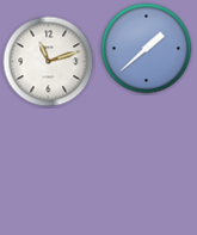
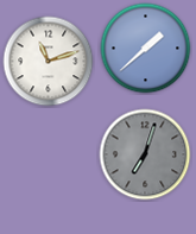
clock at (145, 154): none -> 7:03
